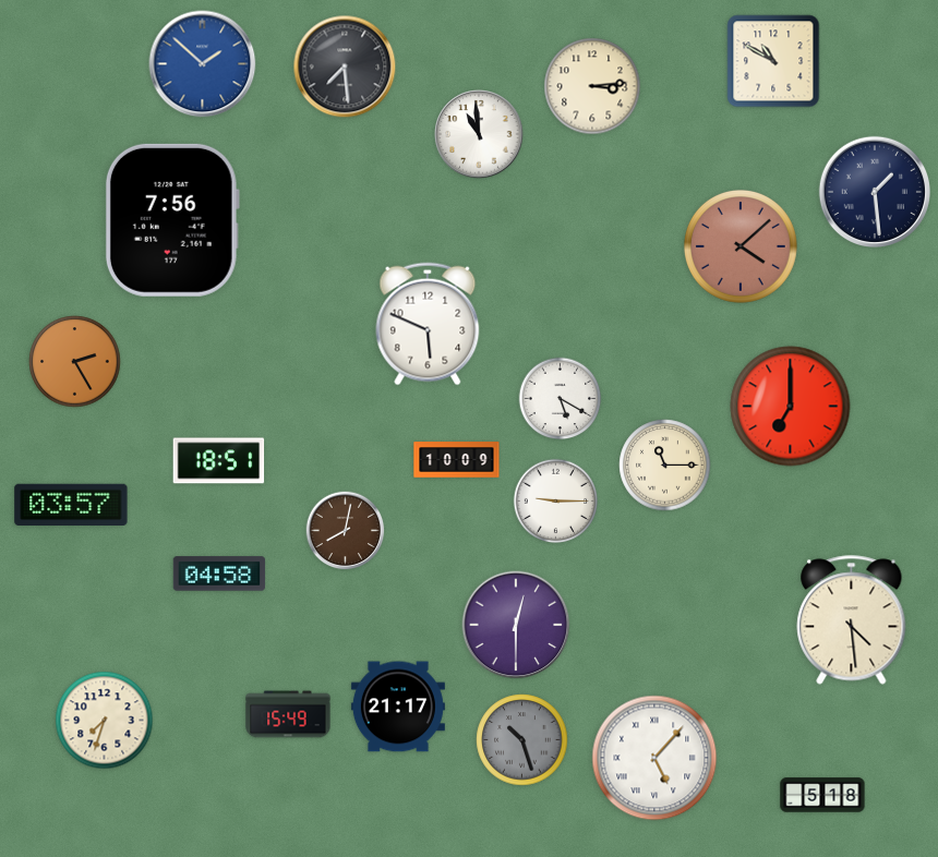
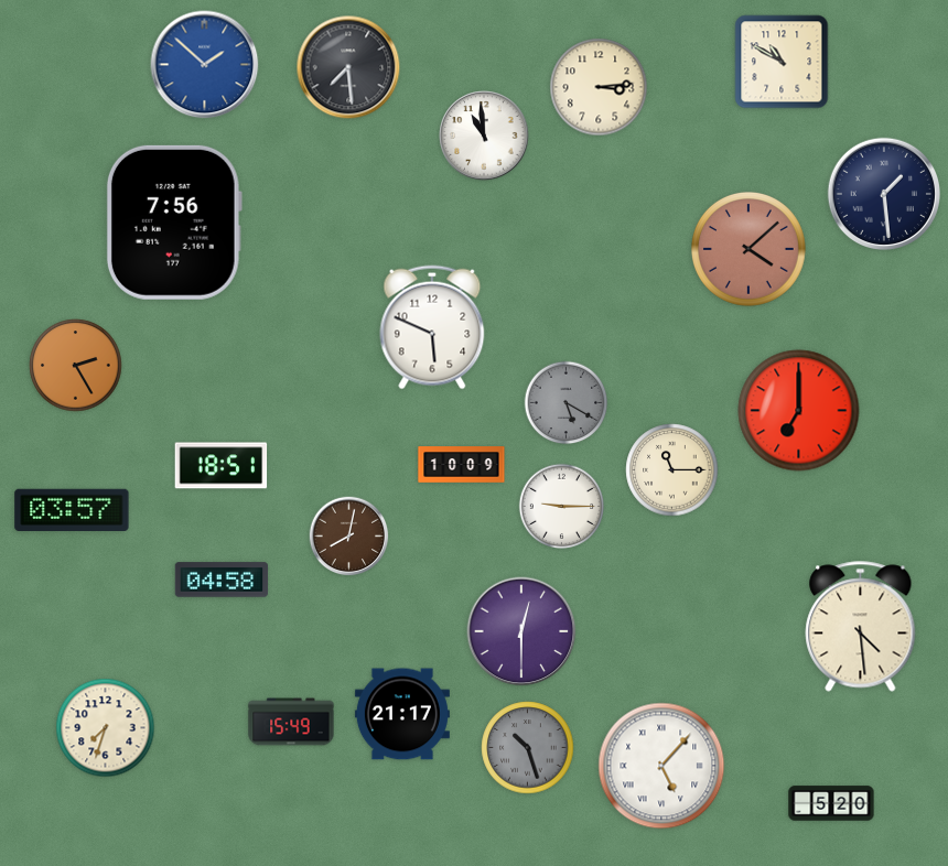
clock at (561, 399) dial: white -> grey
clock at (822, 795): 5:18 -> 5:20
